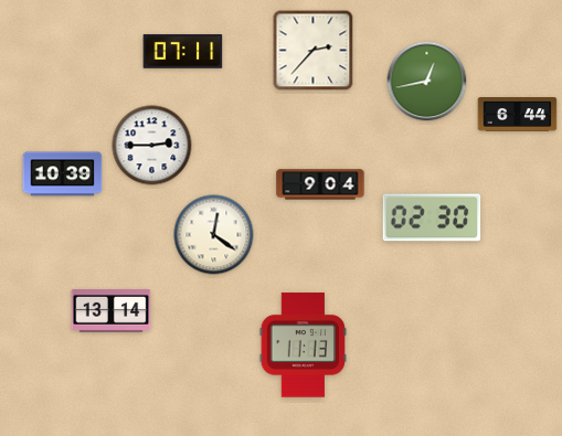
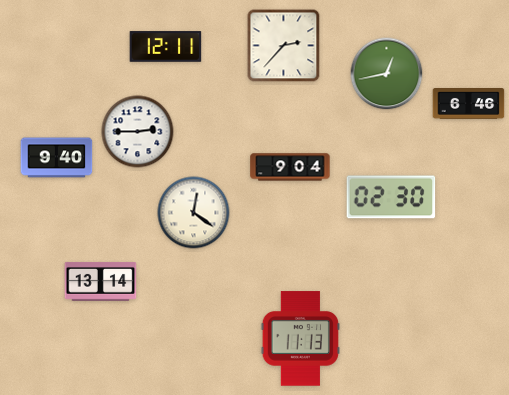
clock at (183, 52): 07:11 -> 12:11
clock at (518, 115): 6:44 -> 6:46
clock at (63, 174): 10:39 -> 9:40
clock at (303, 345) position: (303, 345) -> (300, 339)
